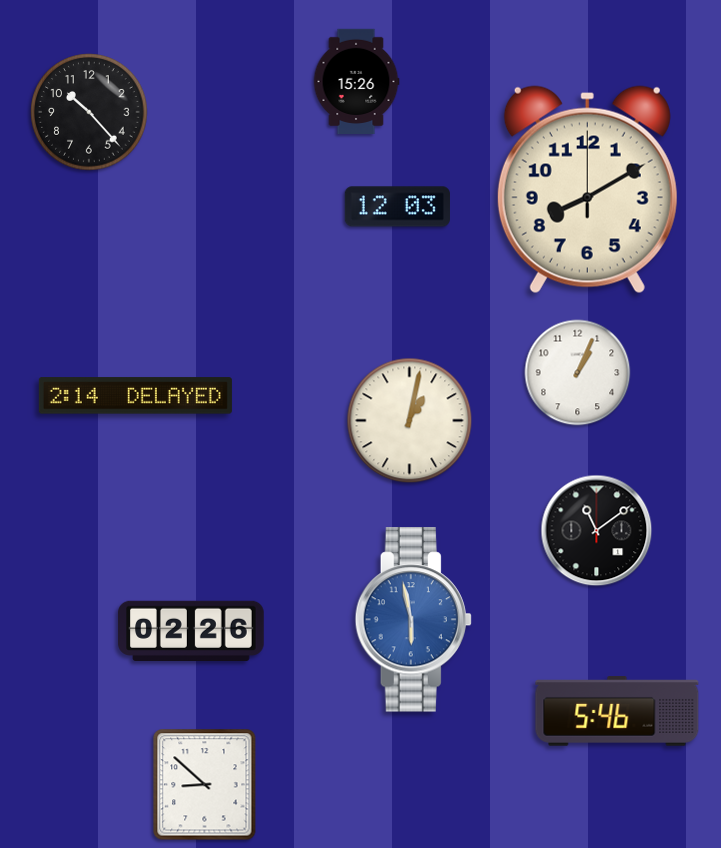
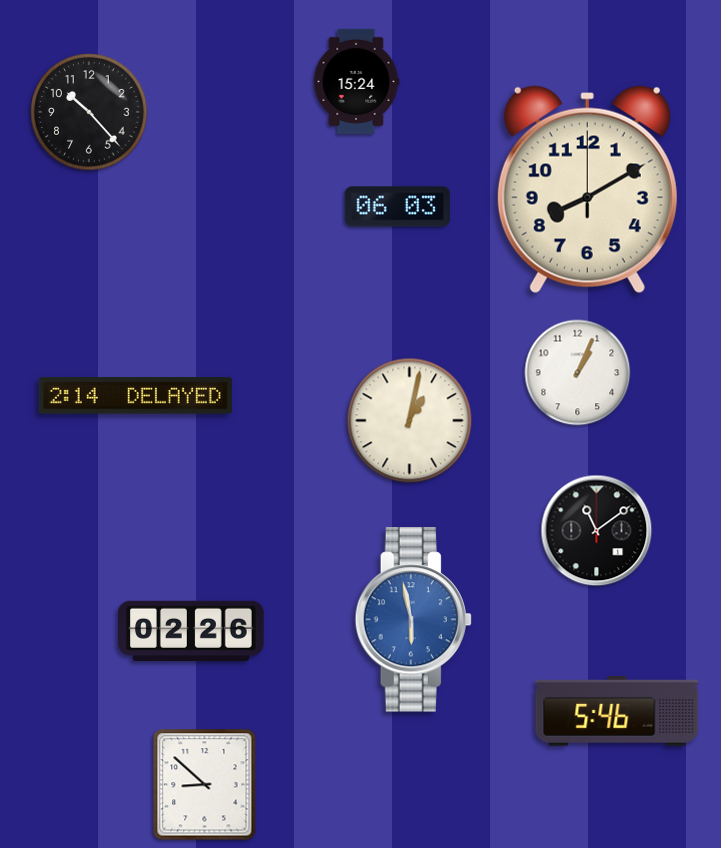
clock at (356, 81): 15:26 -> 15:24
clock at (397, 207): 12:03 -> 06:03
